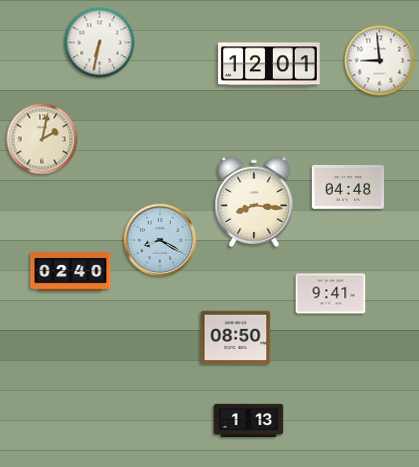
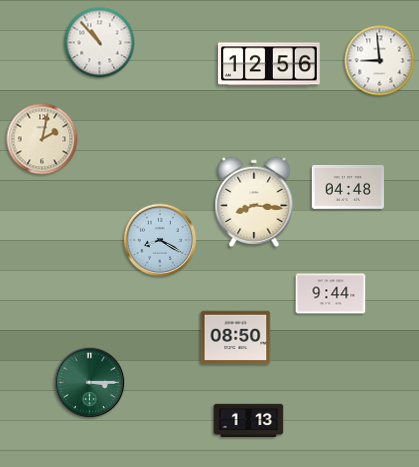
clock at (100, 43): 6:32 -> 10:53
clock at (269, 64): 12:01 -> 12:56
clock at (71, 272): 02:40 -> none
clock at (331, 294): 9:41 -> 9:44
clock at (90, 383): none -> 3:15
